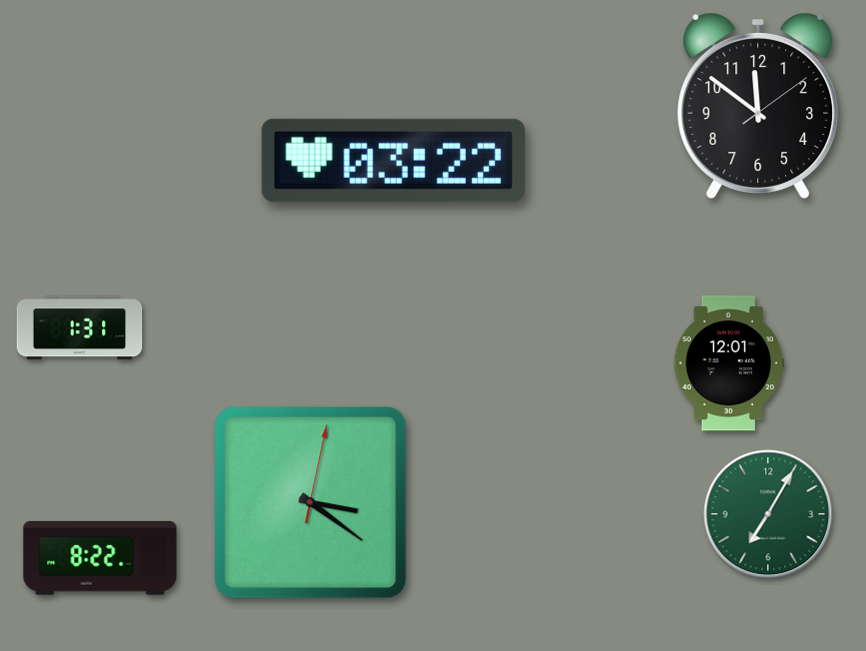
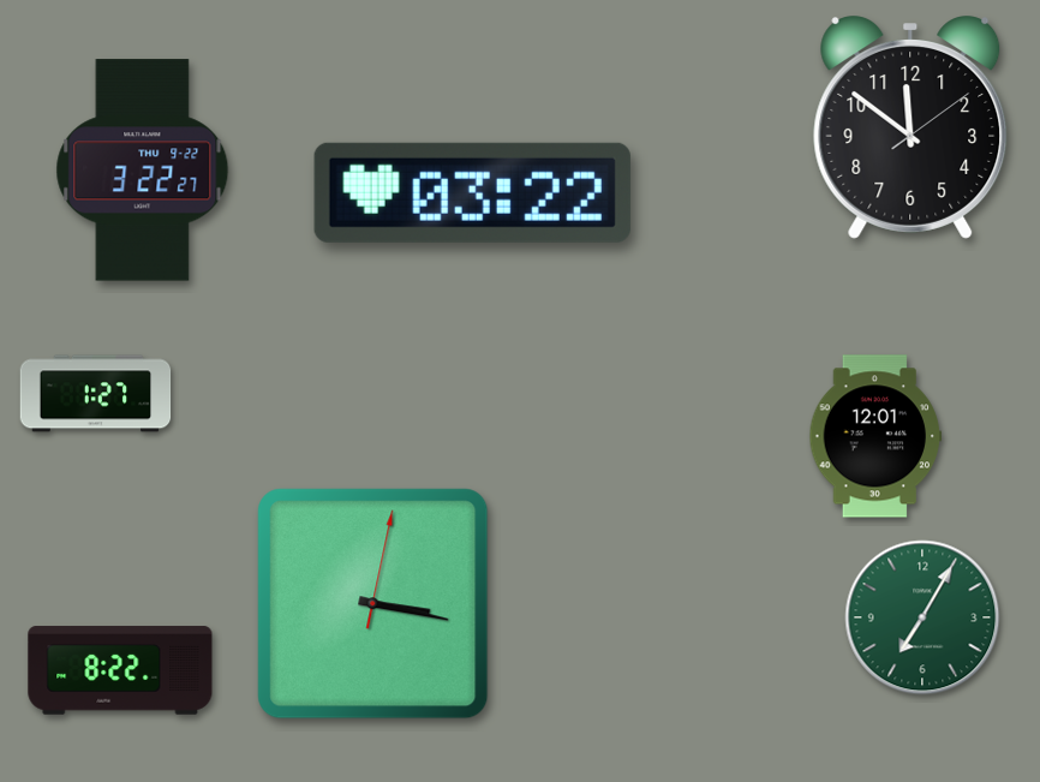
clock at (143, 171): none -> 3:22
clock at (80, 328): 1:31 -> 1:27
clock at (311, 503): 3:21 -> 3:17
